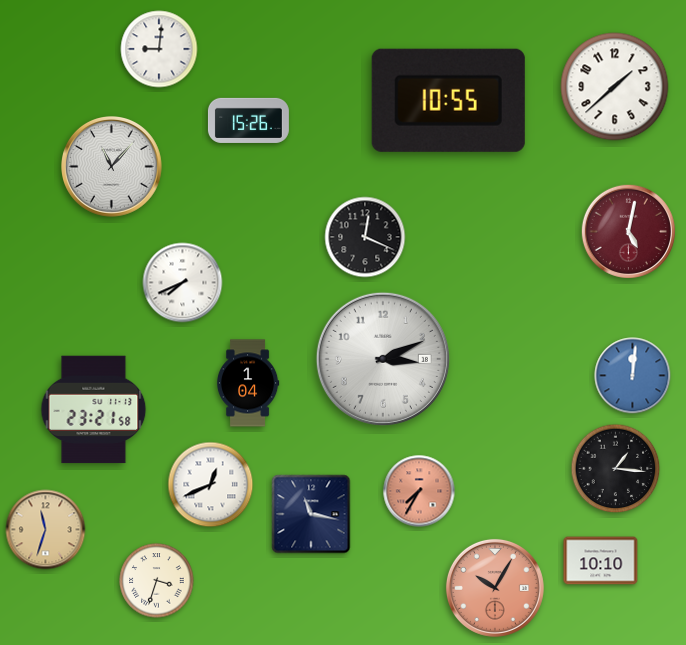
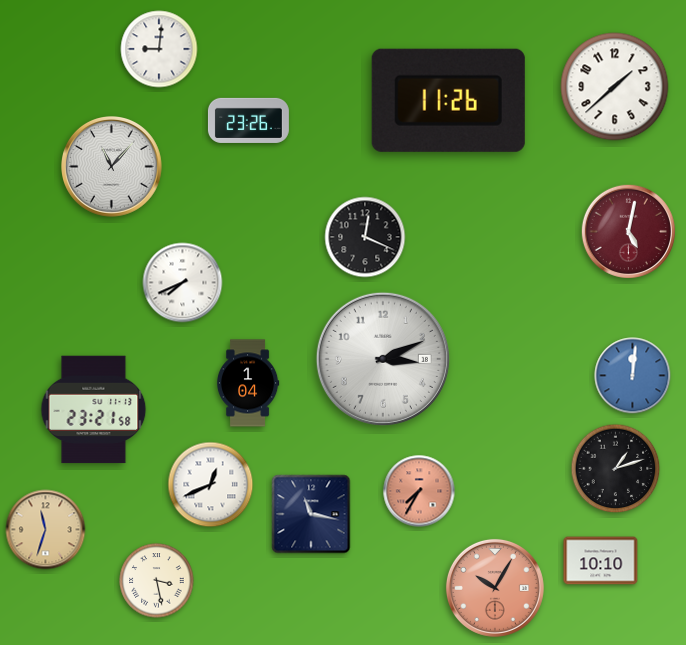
clock at (448, 100): 10:55 -> 11:26
clock at (248, 120): 15:26 -> 23:26
clock at (616, 469): 1:16 -> 1:12
clock at (157, 581): 3:33 -> 3:28
